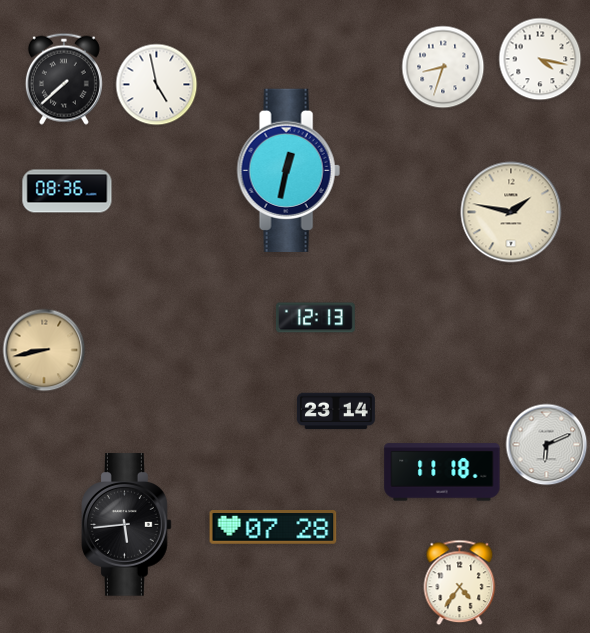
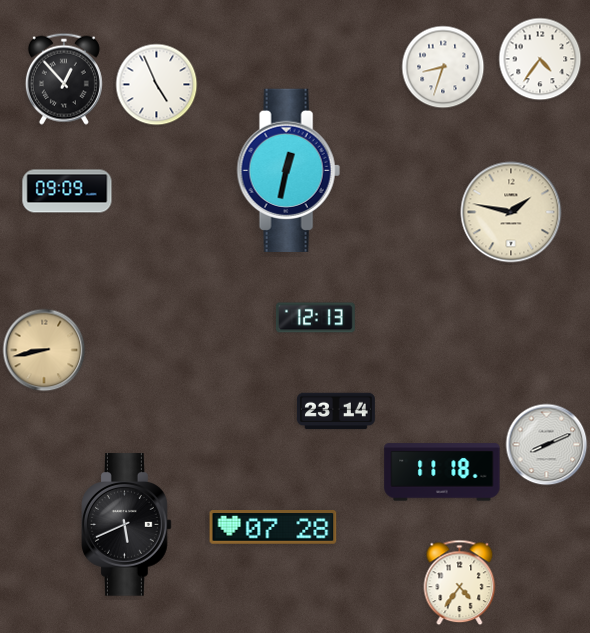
clock at (540, 59): 4:17 -> 4:36
clock at (64, 79): 7:38 -> 12:53
clock at (157, 85): 4:58 -> 4:56
clock at (67, 191): 08:36 -> 09:09
clock at (547, 445): 6:11 -> 8:11
clock at (127, 525): 5:44 -> 5:41
